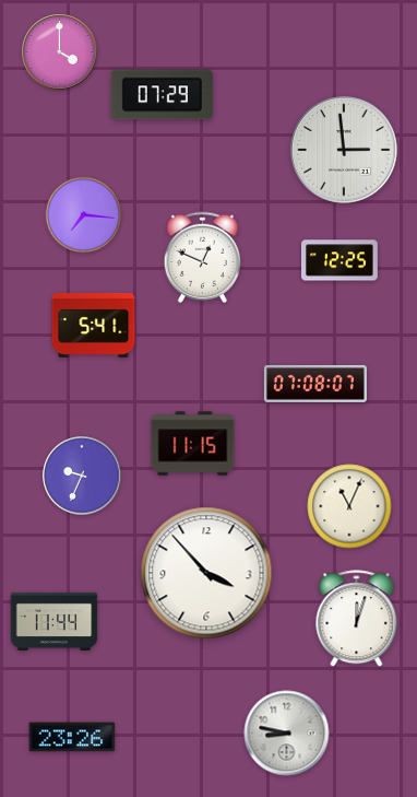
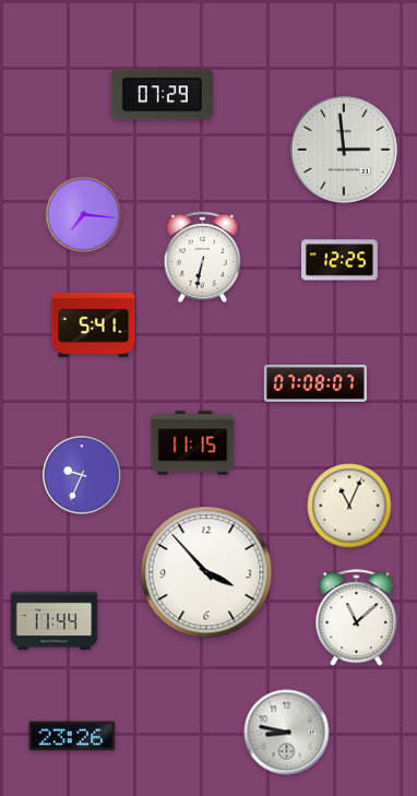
clock at (60, 52): 4:00 -> none
clock at (203, 257): 12:49 -> 6:32
clock at (357, 619): 12:03 -> 11:08
